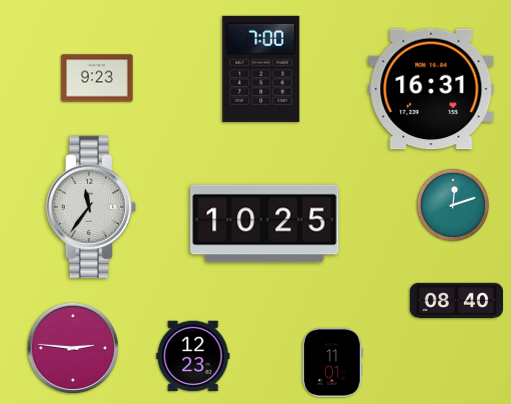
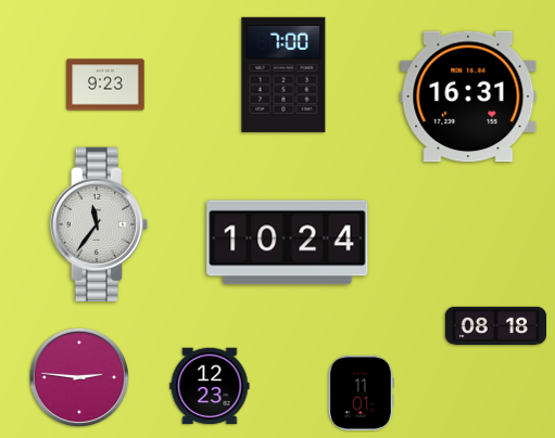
clock at (453, 205): 12:12 -> none
clock at (265, 224): 10:25 -> 10:24
clock at (456, 300): 08:40 -> 08:18
